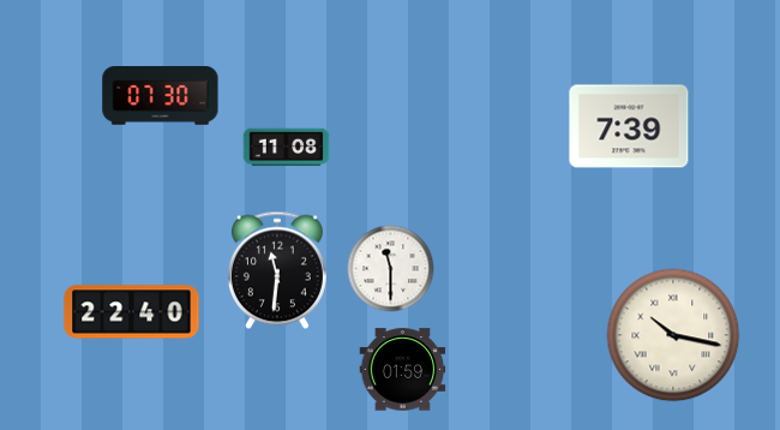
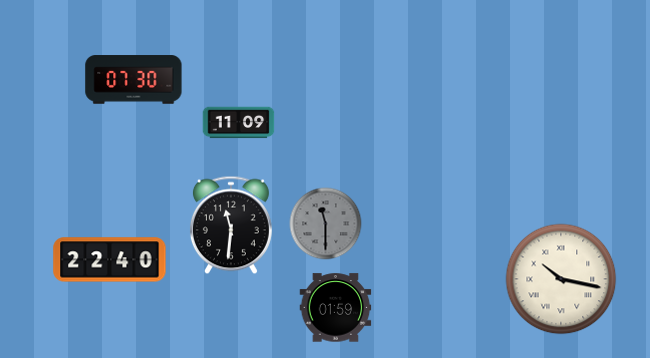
clock at (629, 126): 7:39 -> none
clock at (287, 148): 11:08 -> 11:09
clock at (391, 269) dial: white -> grey
